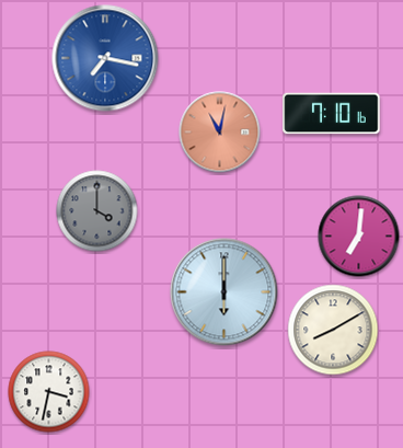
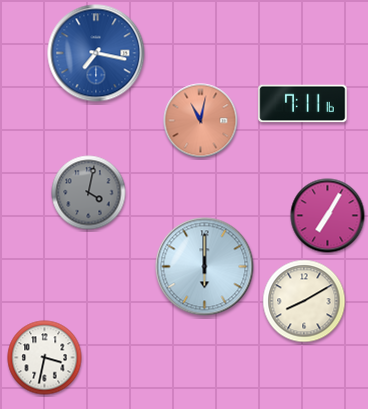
clock at (332, 114): 7:10 -> 7:11
clock at (97, 211): 4:00 -> 4:02
clock at (359, 237): 7:01 -> 7:05
